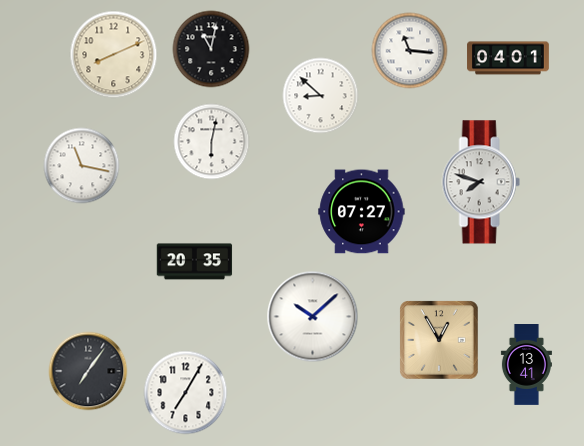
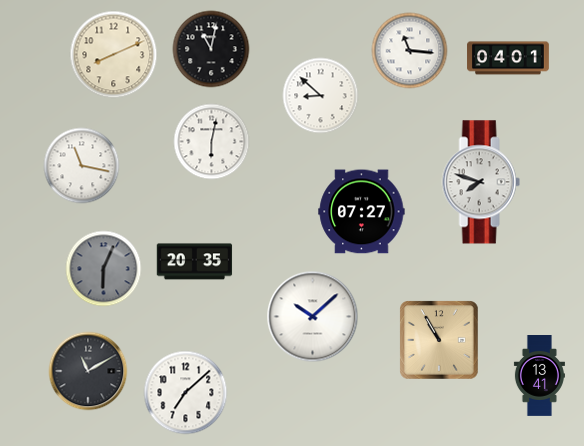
clock at (104, 269): none -> 6:04
clock at (440, 341): 12:55 -> 10:55
clock at (526, 365) position: (526, 365) -> (539, 376)
clock at (88, 371): 7:06 -> 11:10
clock at (186, 393): 7:05 -> 7:08
